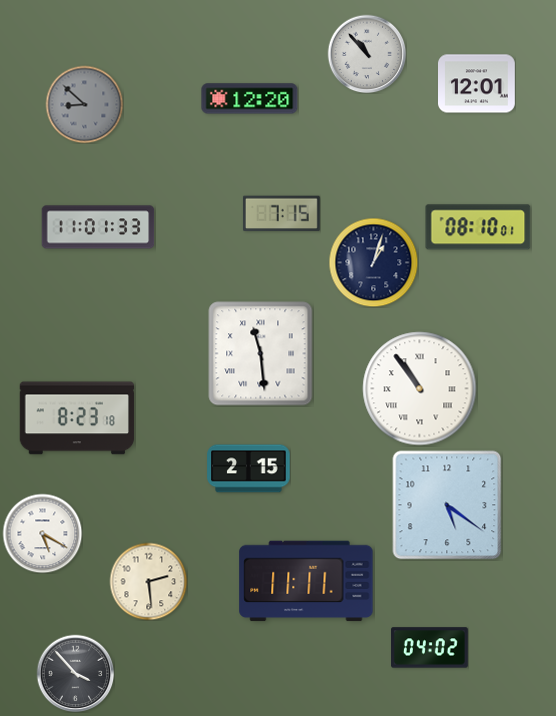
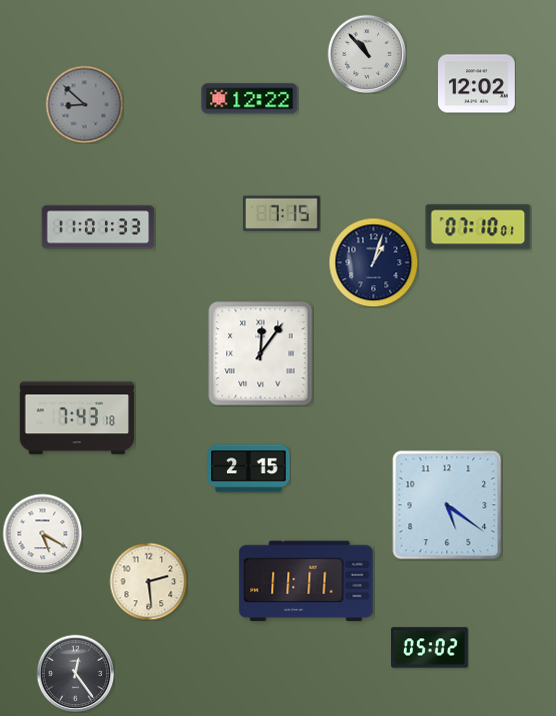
clock at (477, 84): 12:01 -> 12:02
clock at (250, 99): 12:20 -> 12:22
clock at (478, 227): 08:10 -> 07:10
clock at (261, 354): 11:29 -> 12:06
clock at (420, 389): 10:54 -> none
clock at (77, 418): 8:23 -> 7:43
clock at (430, 648): 04:02 -> 05:02
clock at (75, 673): 3:53 -> 12:24
